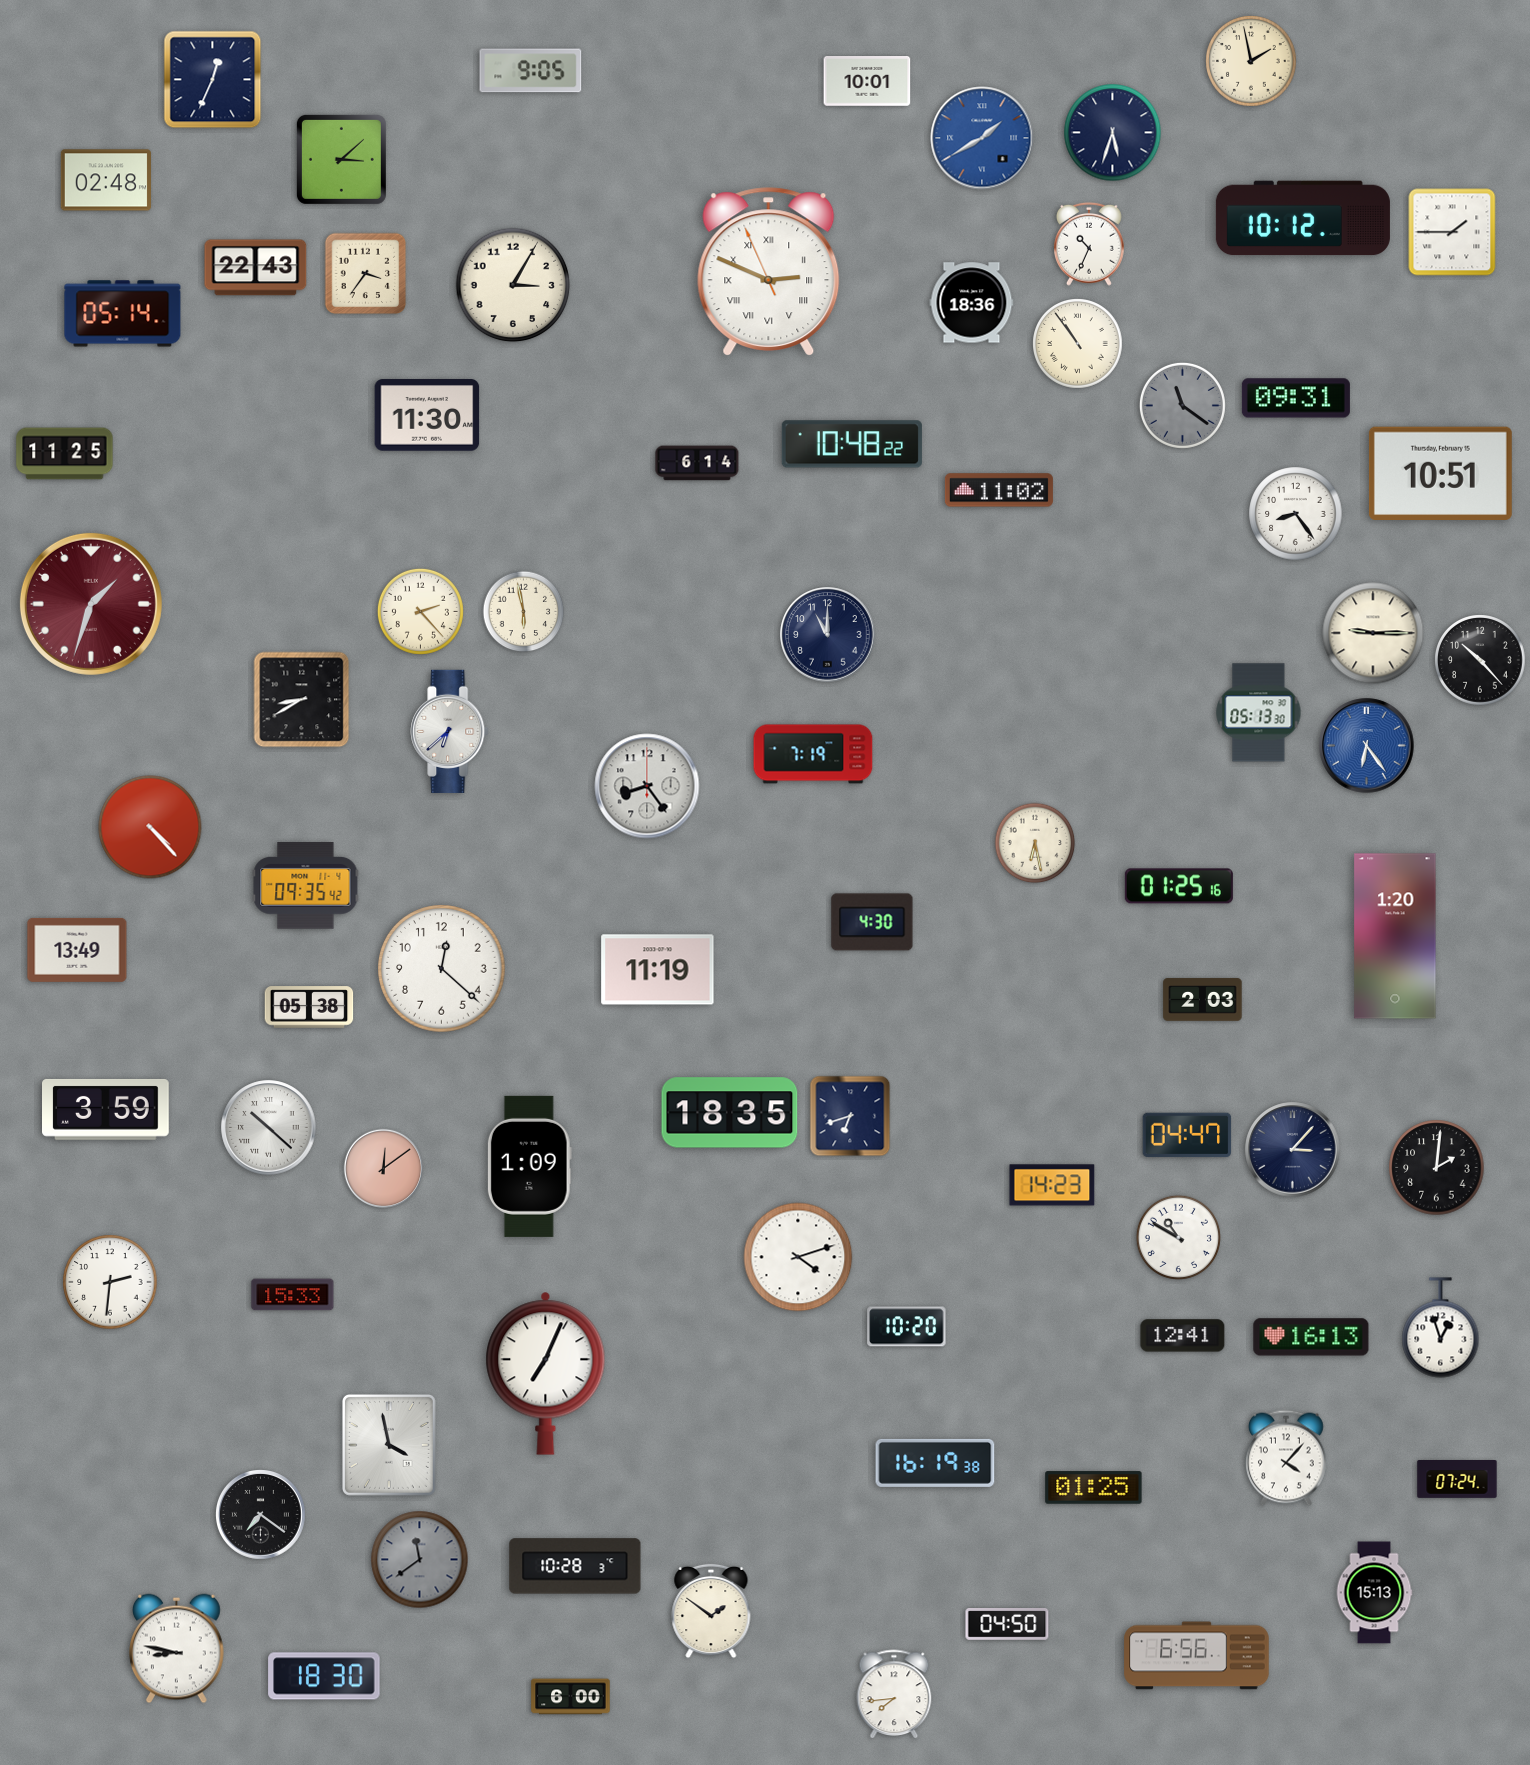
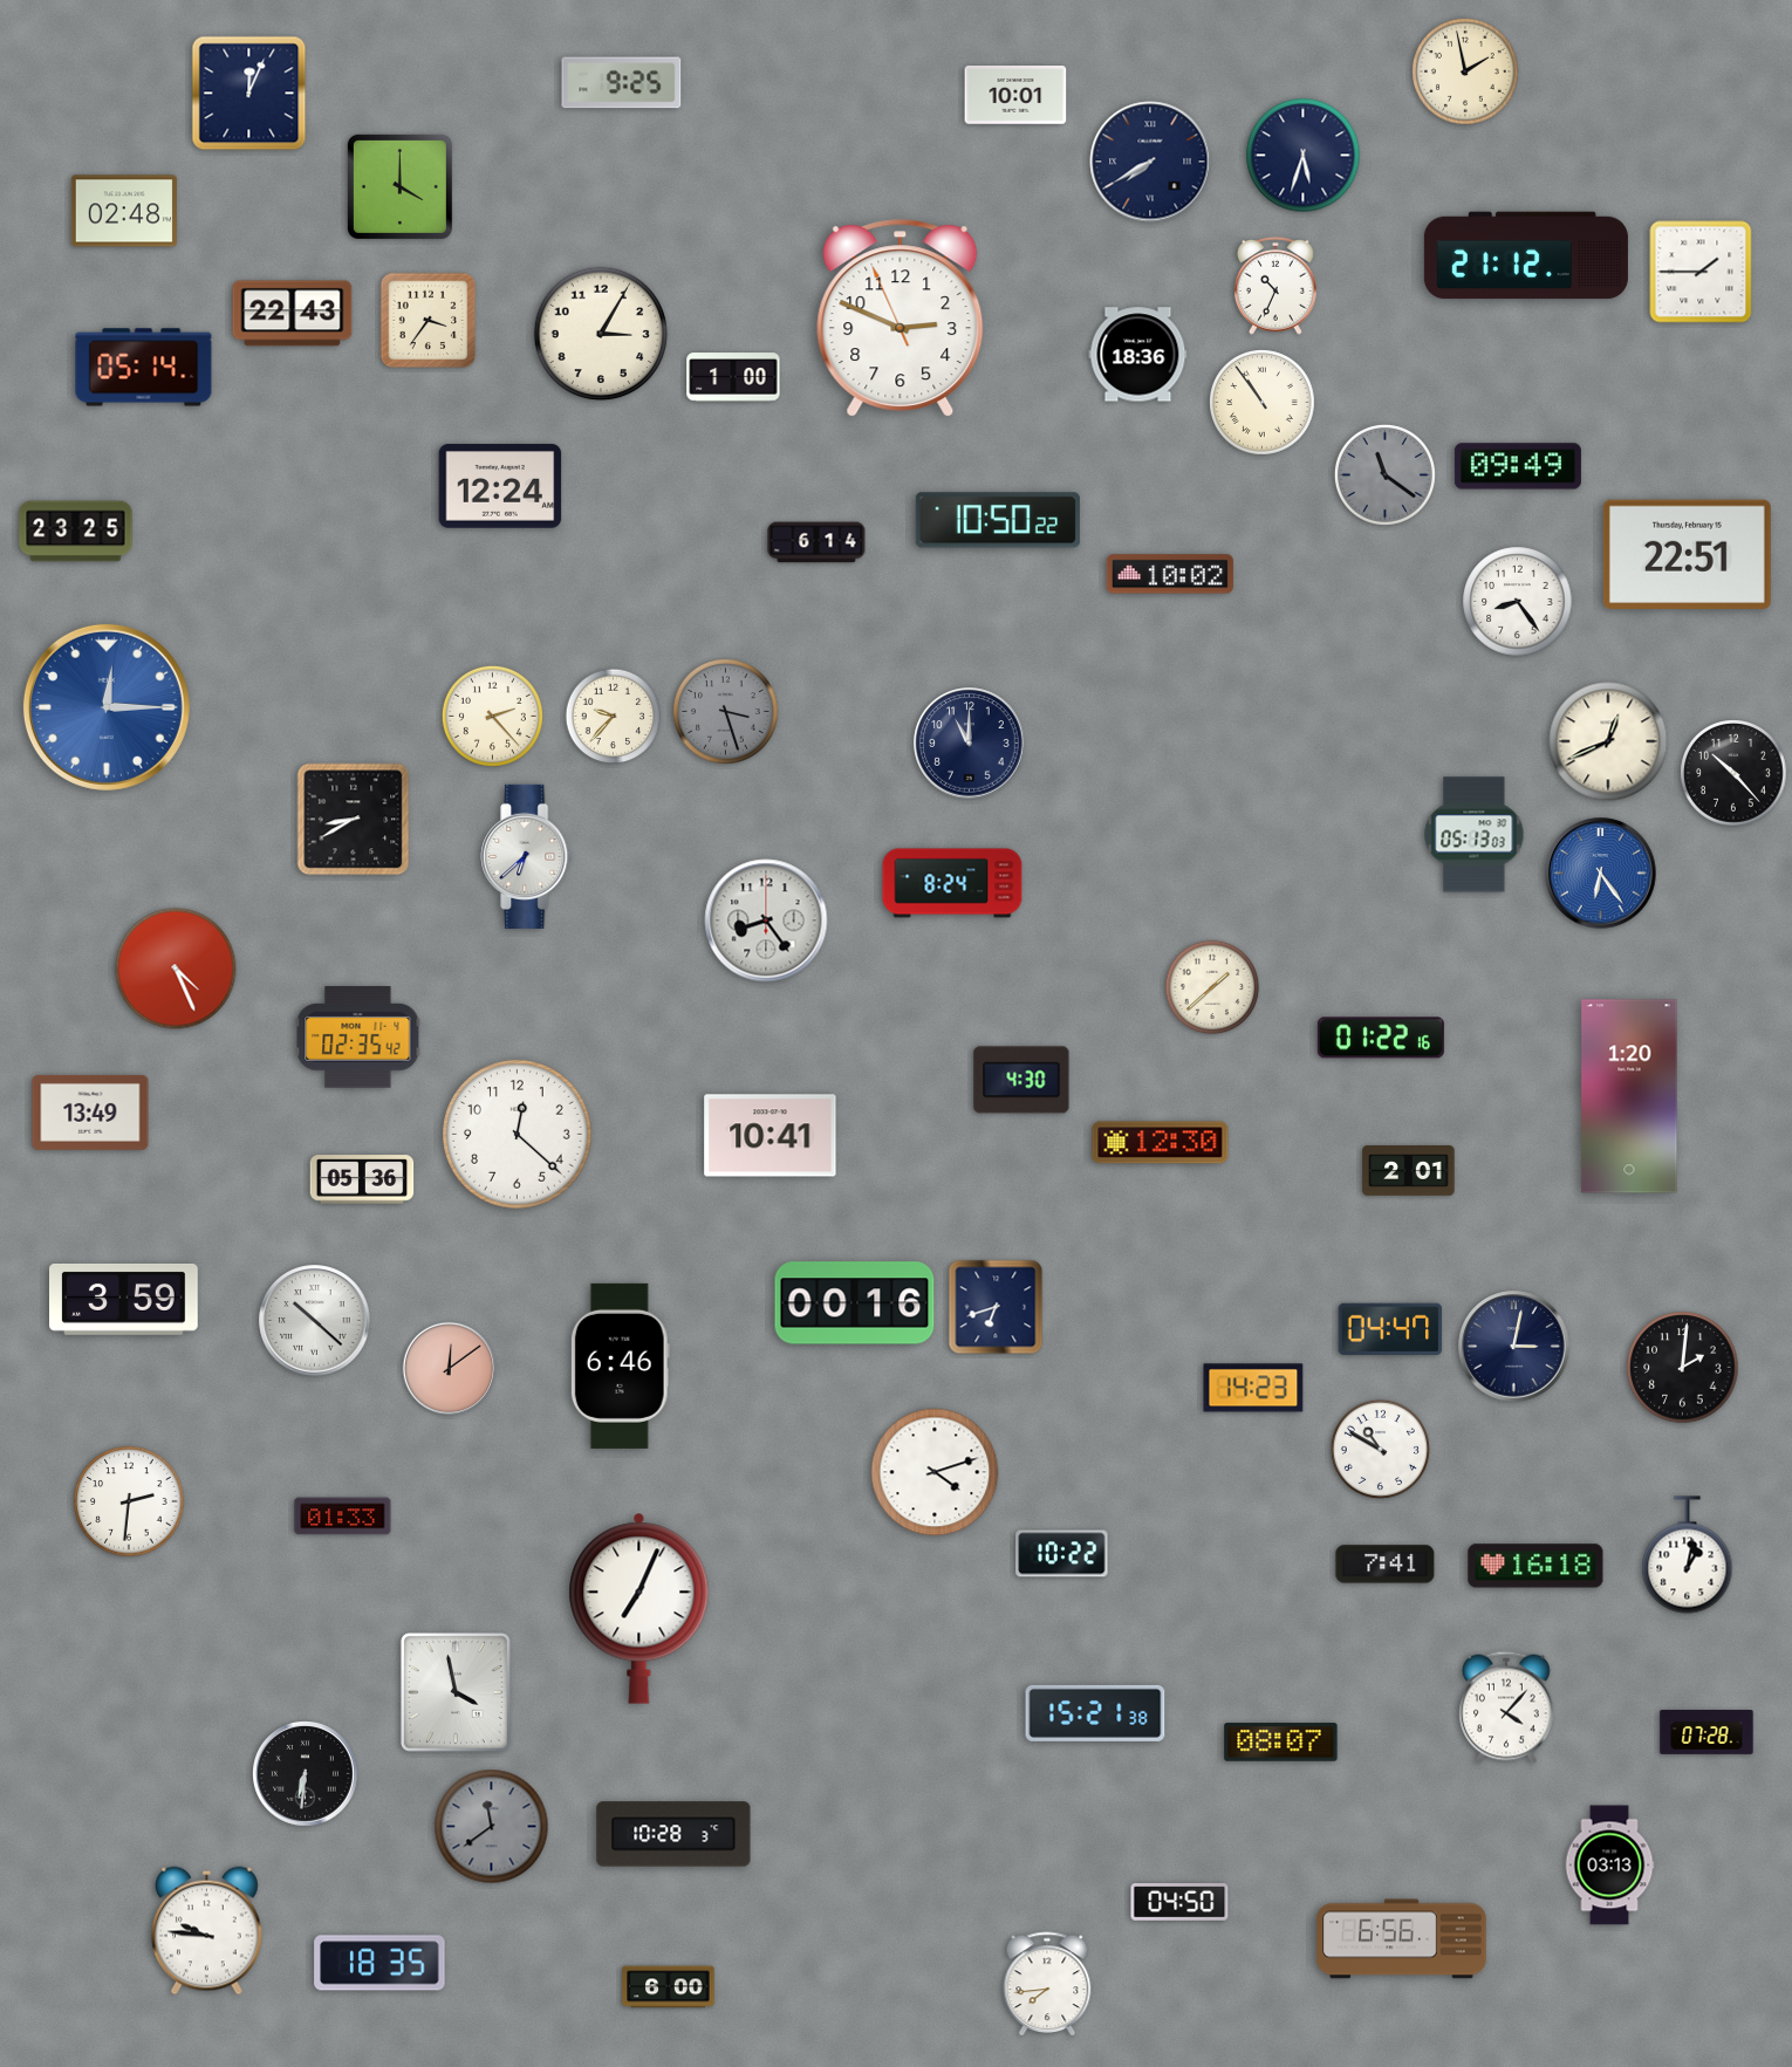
clock at (531, 71): 9:05 -> 9:25
clock at (213, 80): 12:34 -> 12:04
clock at (982, 138): 1:40 -> 7:40
clock at (982, 138) dial: blue -> navy
clock at (341, 159): 3:08 -> 4:00
clock at (1303, 218): 10:12 -> 21:12
clock at (256, 268) position: (256, 268) -> (293, 314)
clock at (769, 271) numerals: Roman -> Arabic
clock at (733, 377): none -> 1:00
clock at (1296, 398): 09:31 -> 09:49
clock at (427, 415): 11:30 -> 12:24
clock at (852, 444): 10:48 -> 10:50
clock at (65, 454): 11:25 -> 23:25
clock at (1440, 473): 10:51 -> 22:51
clock at (999, 490): 11:02 -> 10:02
clock at (91, 604): 1:33 -> 12:15
clock at (91, 604) dial: burgundy -> blue
clock at (726, 712): none -> 3:27
clock at (524, 612): 5:58 -> 9:37
clock at (1373, 633): 9:15 -> 12:41
clock at (1259, 713): 05:13:30 -> 05:13:03
clock at (813, 754): 7:19 -> 8:24
clock at (647, 786) position: (647, 786) -> (766, 920)
clock at (150, 827): 4:23 -> 4:26
clock at (1035, 843): 6:28 -> 1:38
clock at (306, 886): 09:35 -> 02:35
clock at (1179, 886): 01:25 -> 01:22
clock at (1395, 936) position: (1395, 936) -> (1629, 1096)
clock at (658, 970): 11:19 -> 10:41
clock at (1161, 1143): none -> 12:30
clock at (1203, 1000): 2:03 -> 2:01
clock at (309, 1007): 05:38 -> 05:36
clock at (730, 1113): 18:35 -> 00:16
clock at (1293, 1150): 3:07 -> 3:02
clock at (529, 1166): 1:09 -> 6:46
clock at (1052, 1185) position: (1052, 1185) -> (1253, 1388)
clock at (293, 1295): 15:33 -> 01:33
clock at (907, 1327): 10:20 -> 10:22
clock at (1441, 1328): 12:57 -> 1:02
clock at (1183, 1336): 12:41 -> 7:41
clock at (1311, 1337): 16:13 -> 16:18
clock at (935, 1463): 16:19 -> 15:21
clock at (1457, 1480): 07:24 -> 07:28
clock at (1094, 1488): 01:25 -> 08:07
clock at (261, 1515): 7:21 -> 6:31
clock at (1374, 1593): 15:13 -> 03:13
clock at (711, 1611): 1:51 -> none
clock at (177, 1649): 8:47 -> 9:46
clock at (324, 1676): 18:30 -> 18:35
